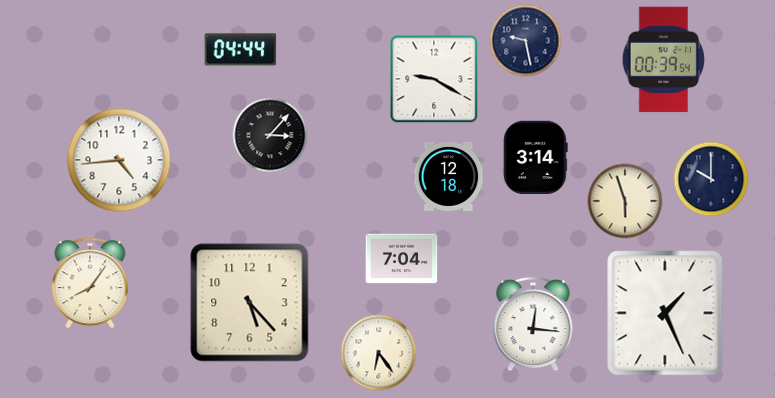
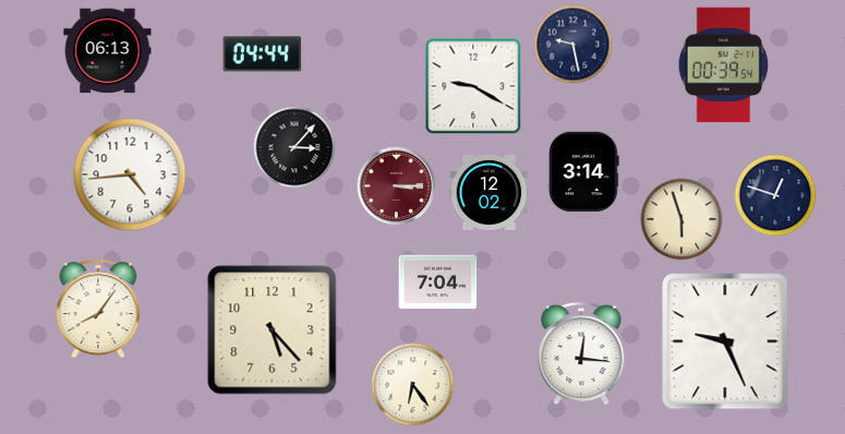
clock at (108, 51): none -> 06:13
clock at (397, 186): none -> 3:15
clock at (449, 176): 12:18 -> 12:02
clock at (711, 179): 10:00 -> 12:48
clock at (665, 313): 1:26 -> 9:26
